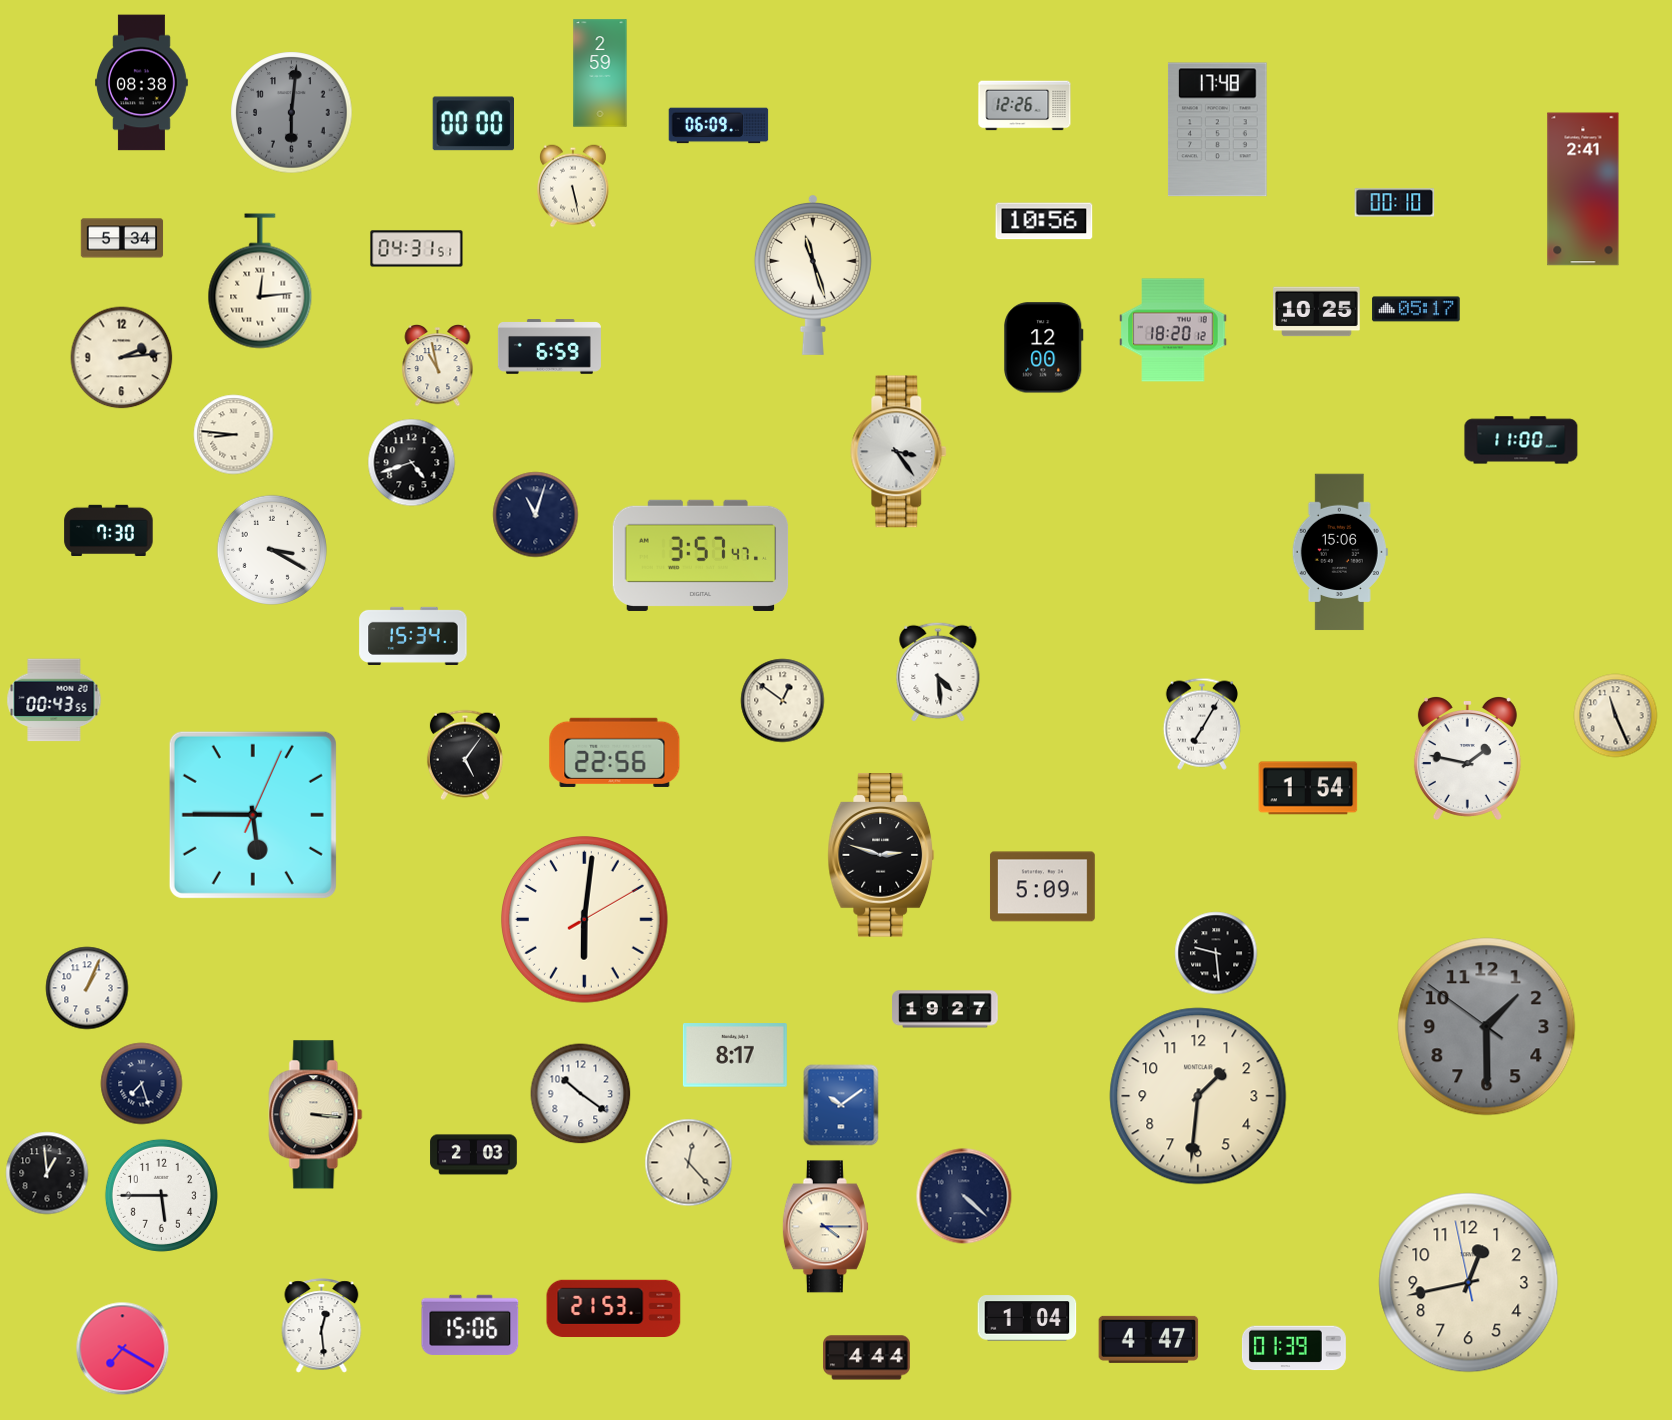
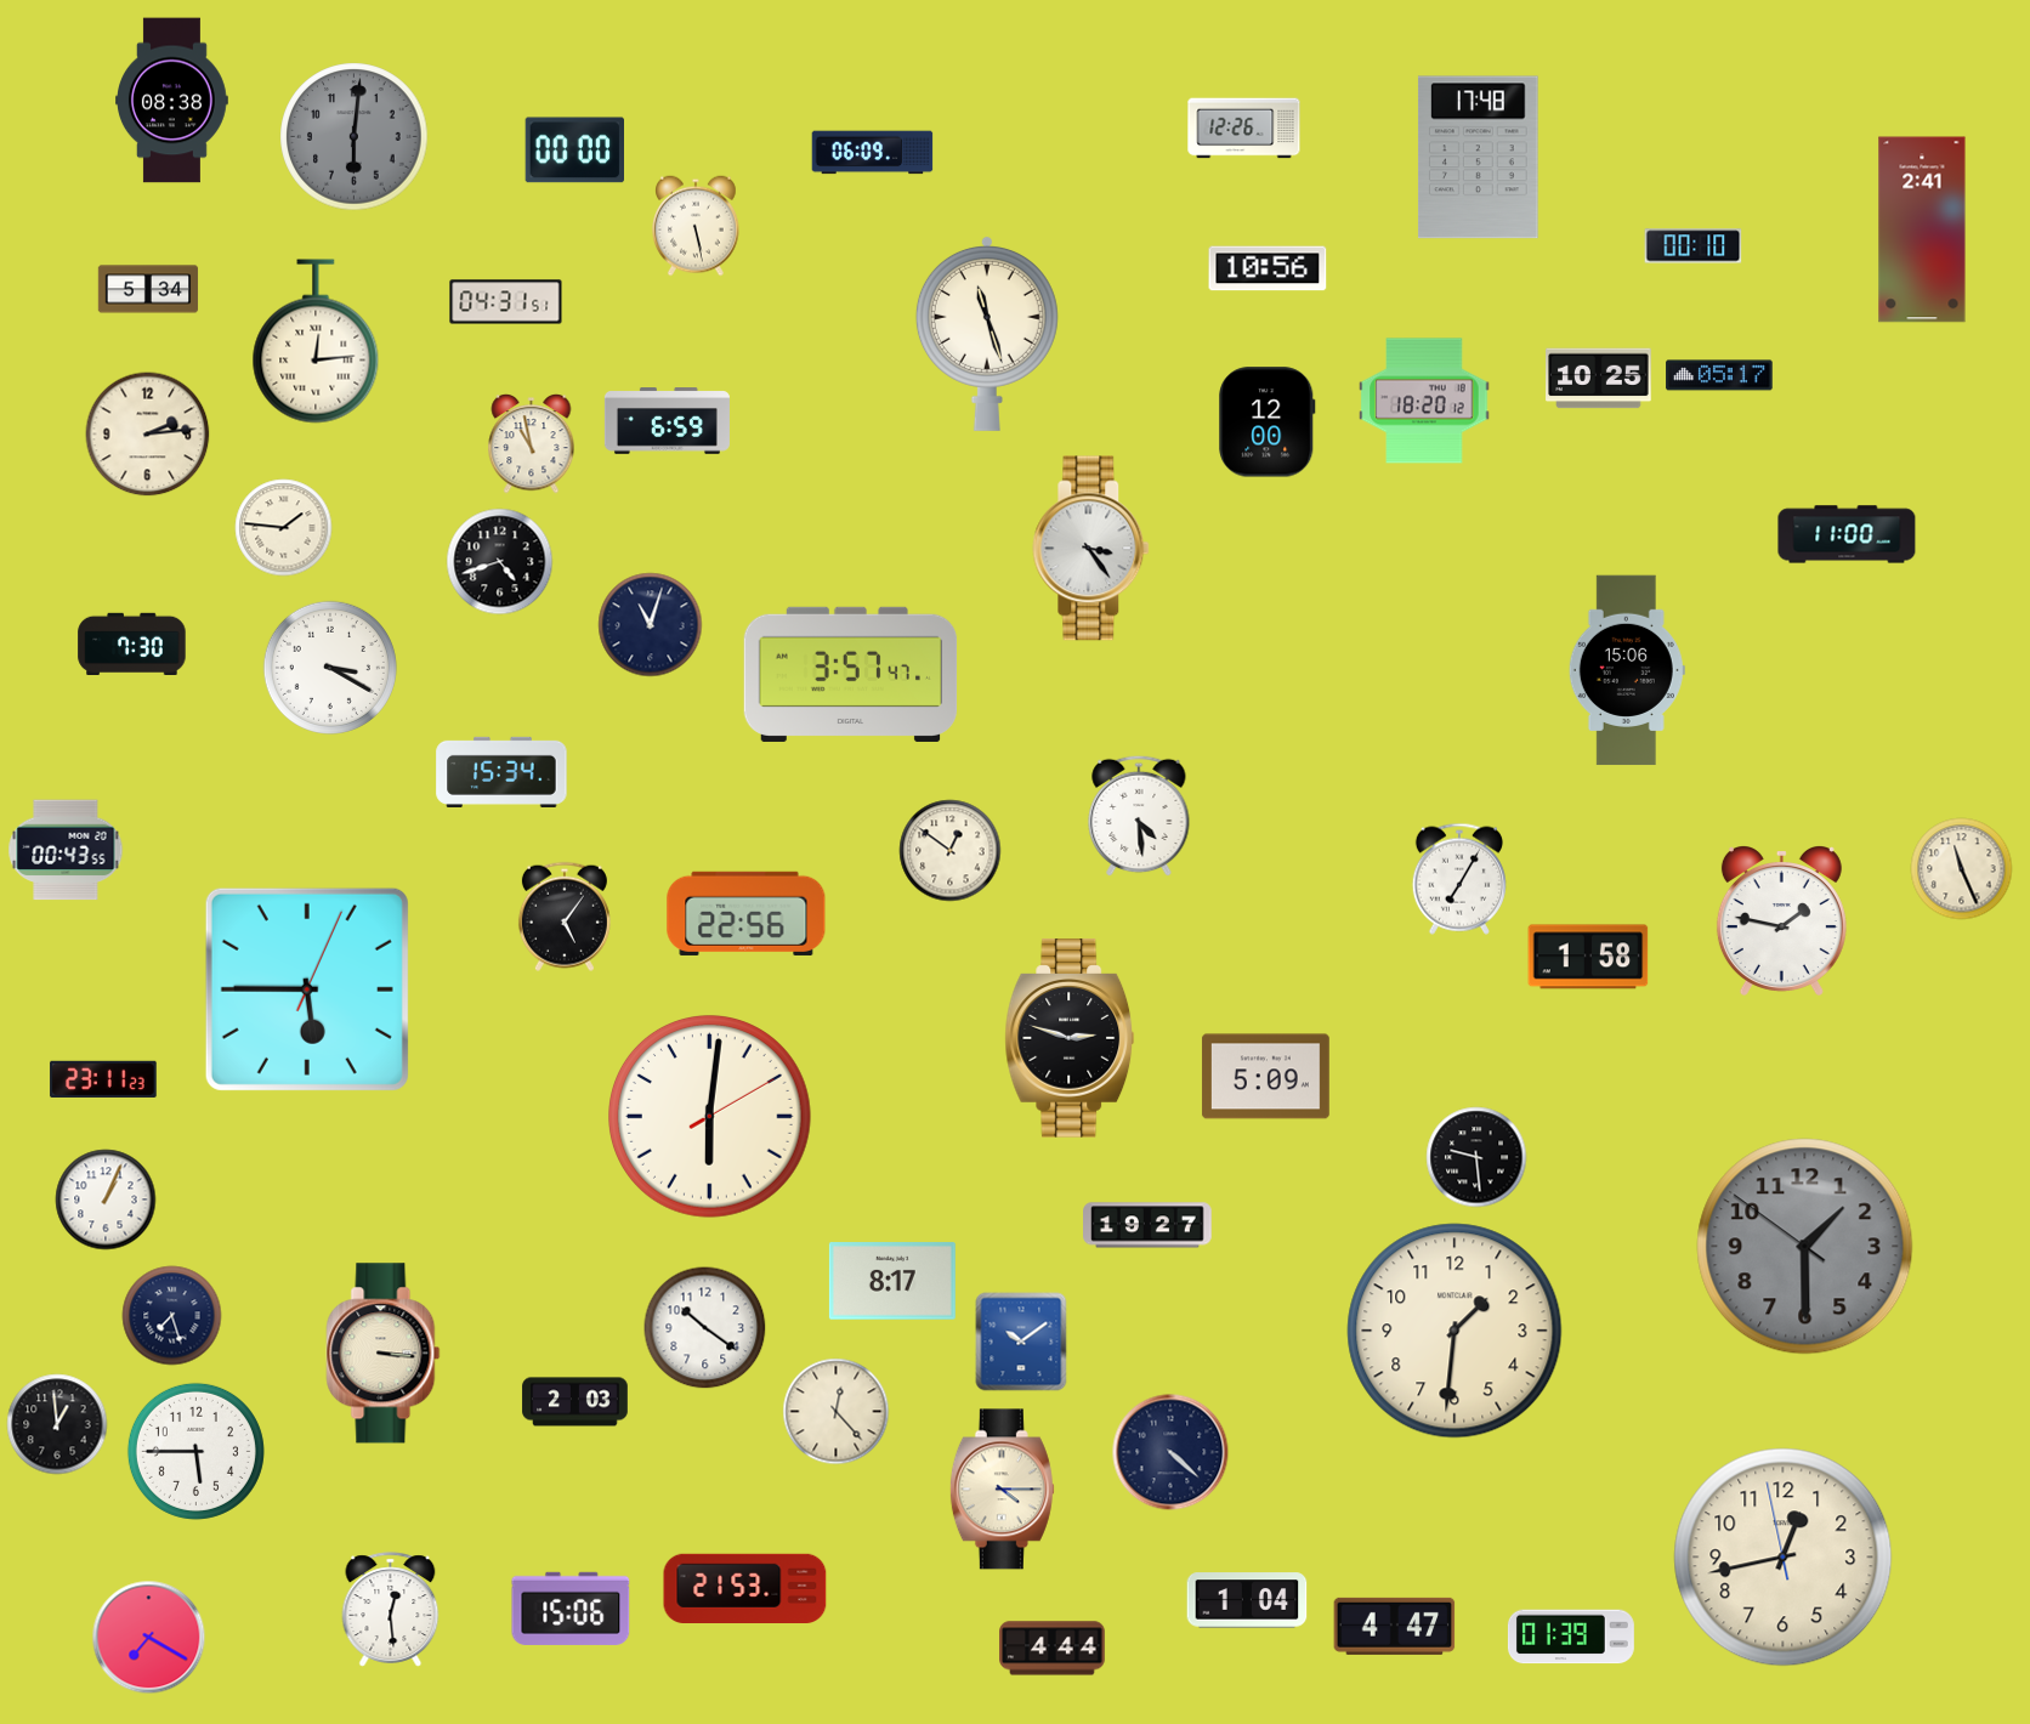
clock at (600, 73): 2:59 -> none
clock at (234, 435): 8:46 -> 1:46
clock at (1308, 788): 1:54 -> 1:58
clock at (103, 1079): none -> 23:11
